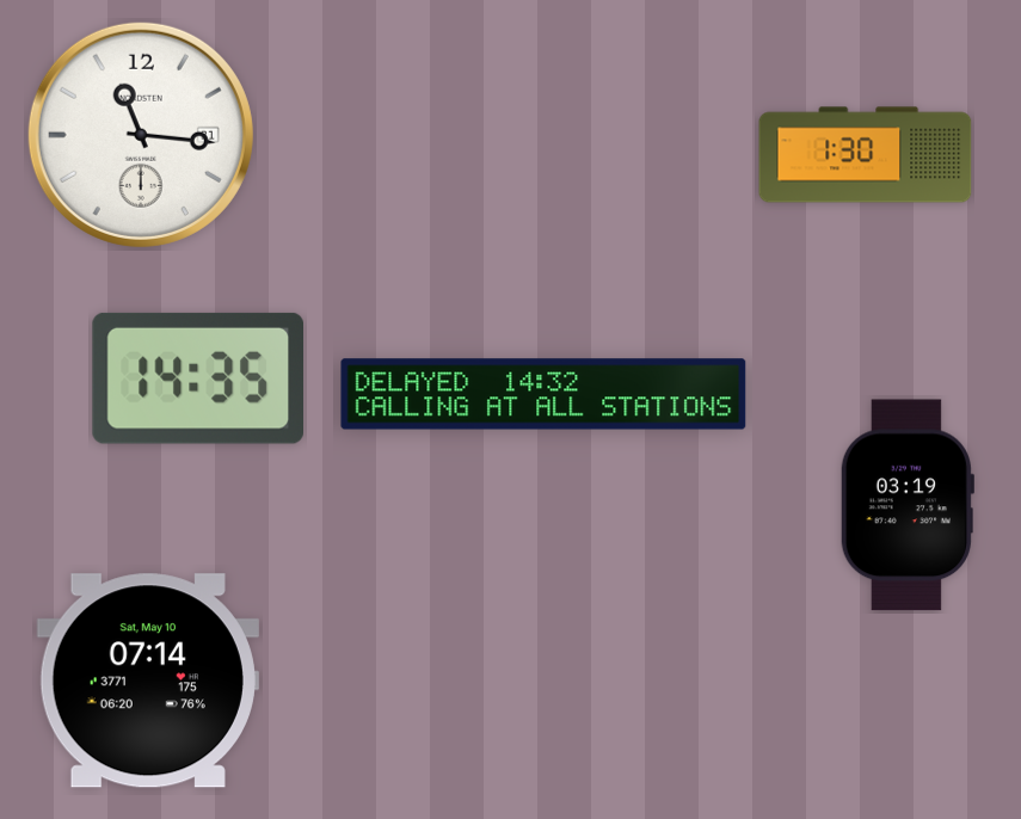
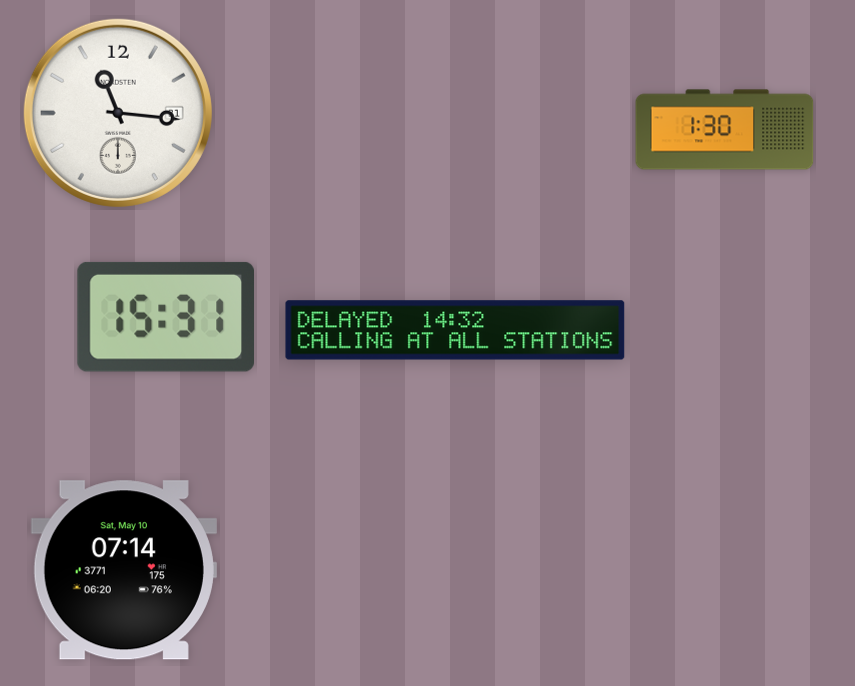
clock at (197, 378): 14:35 -> 15:31
clock at (906, 505): 03:19 -> none
